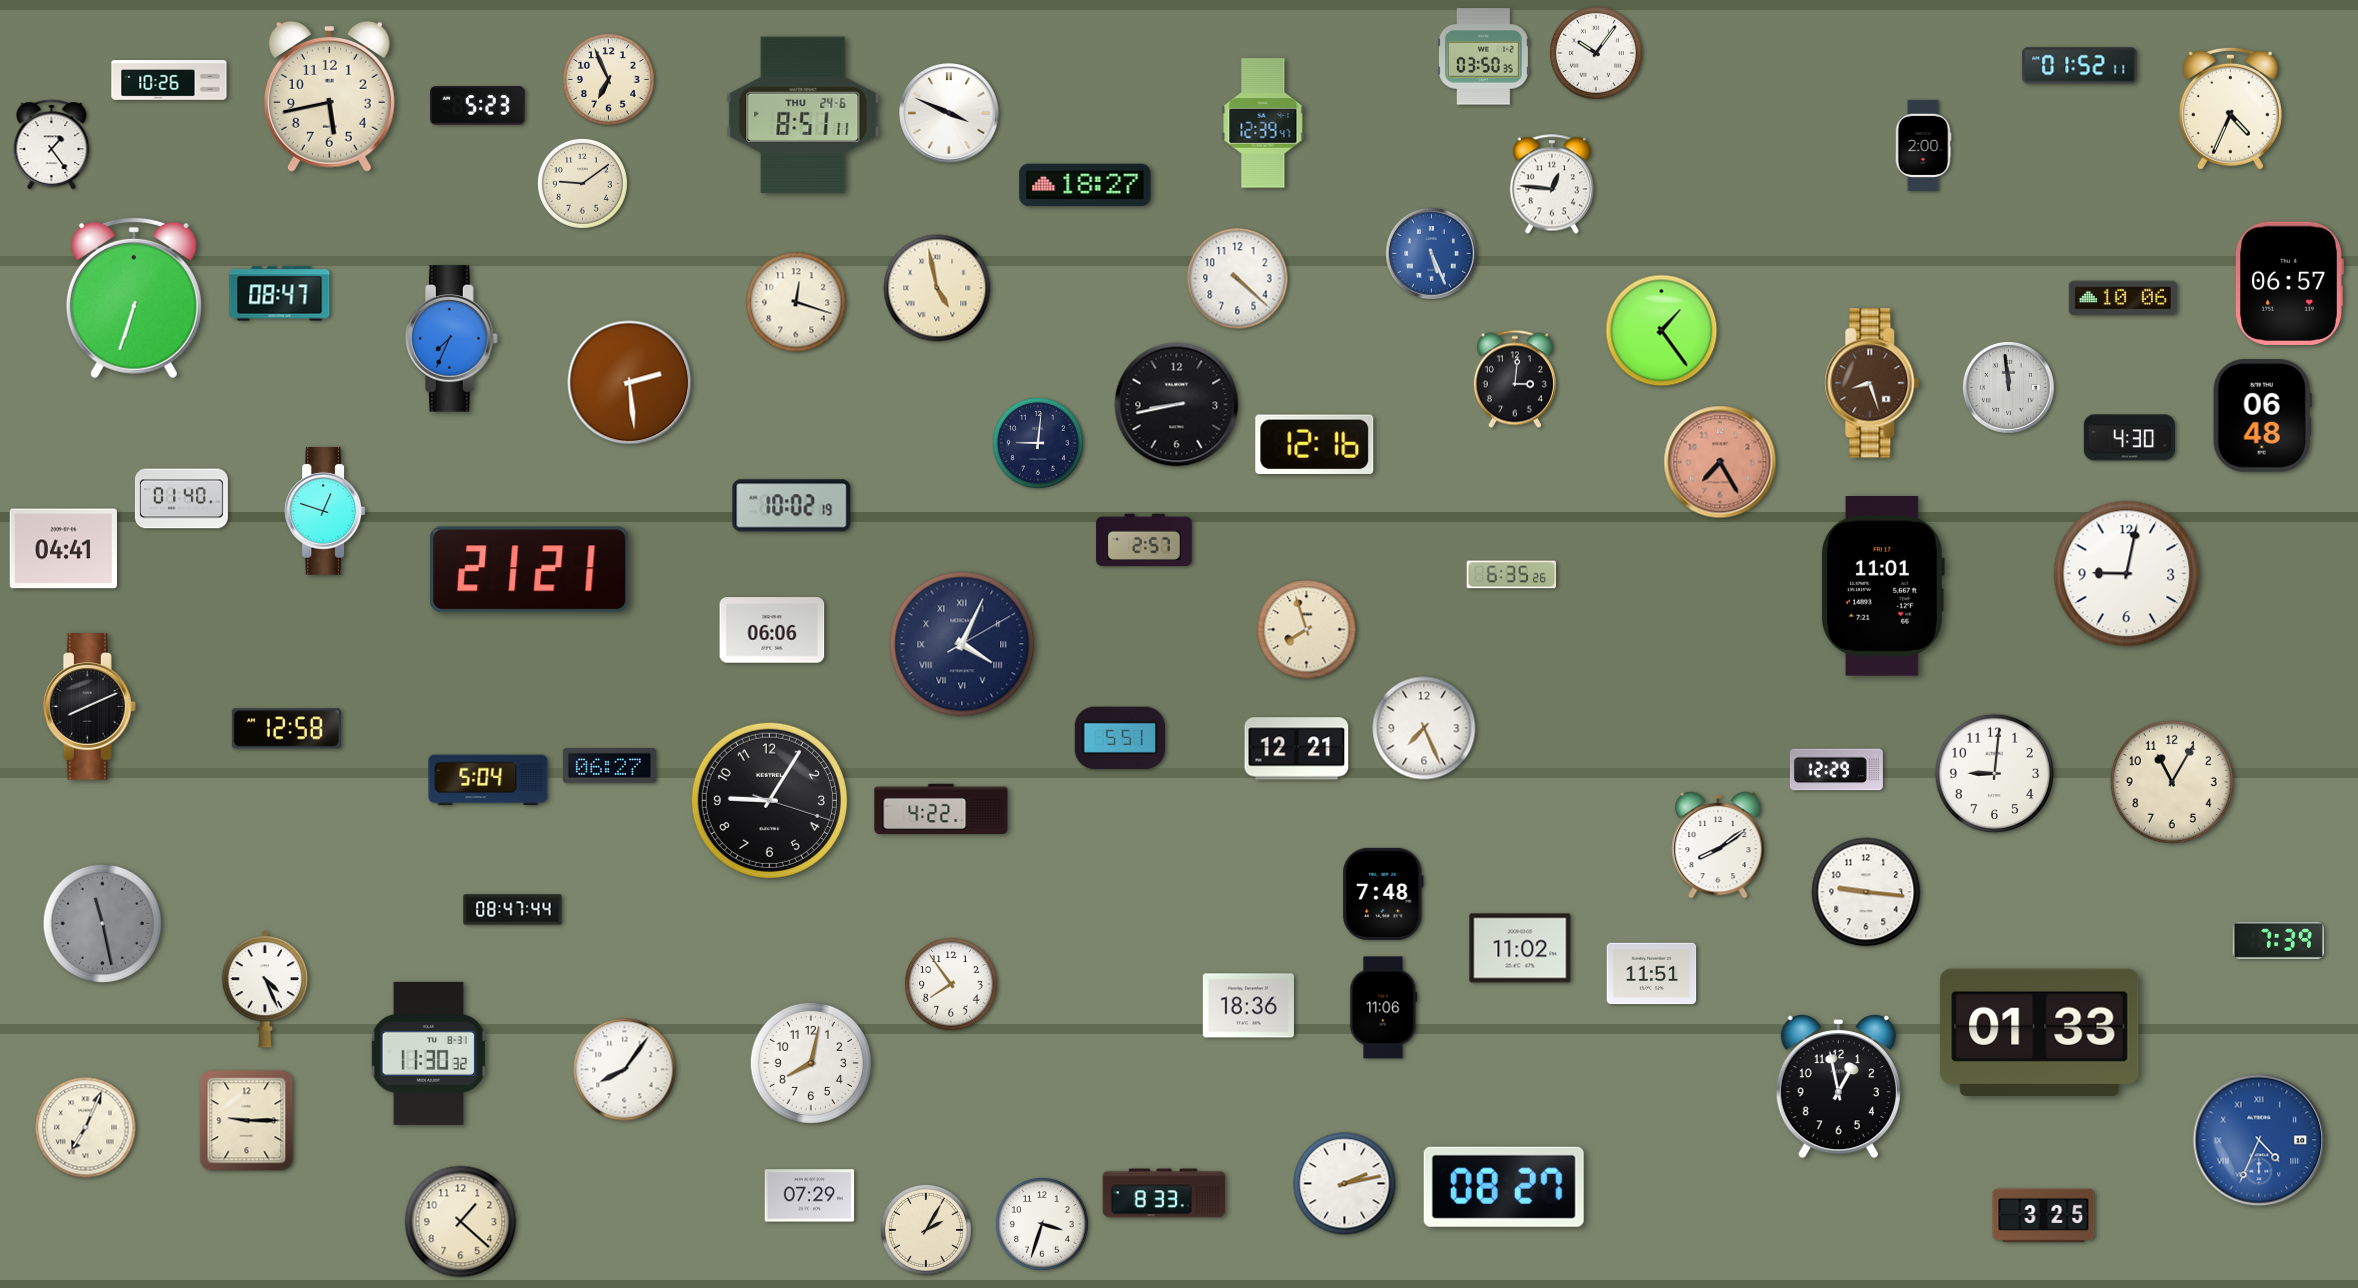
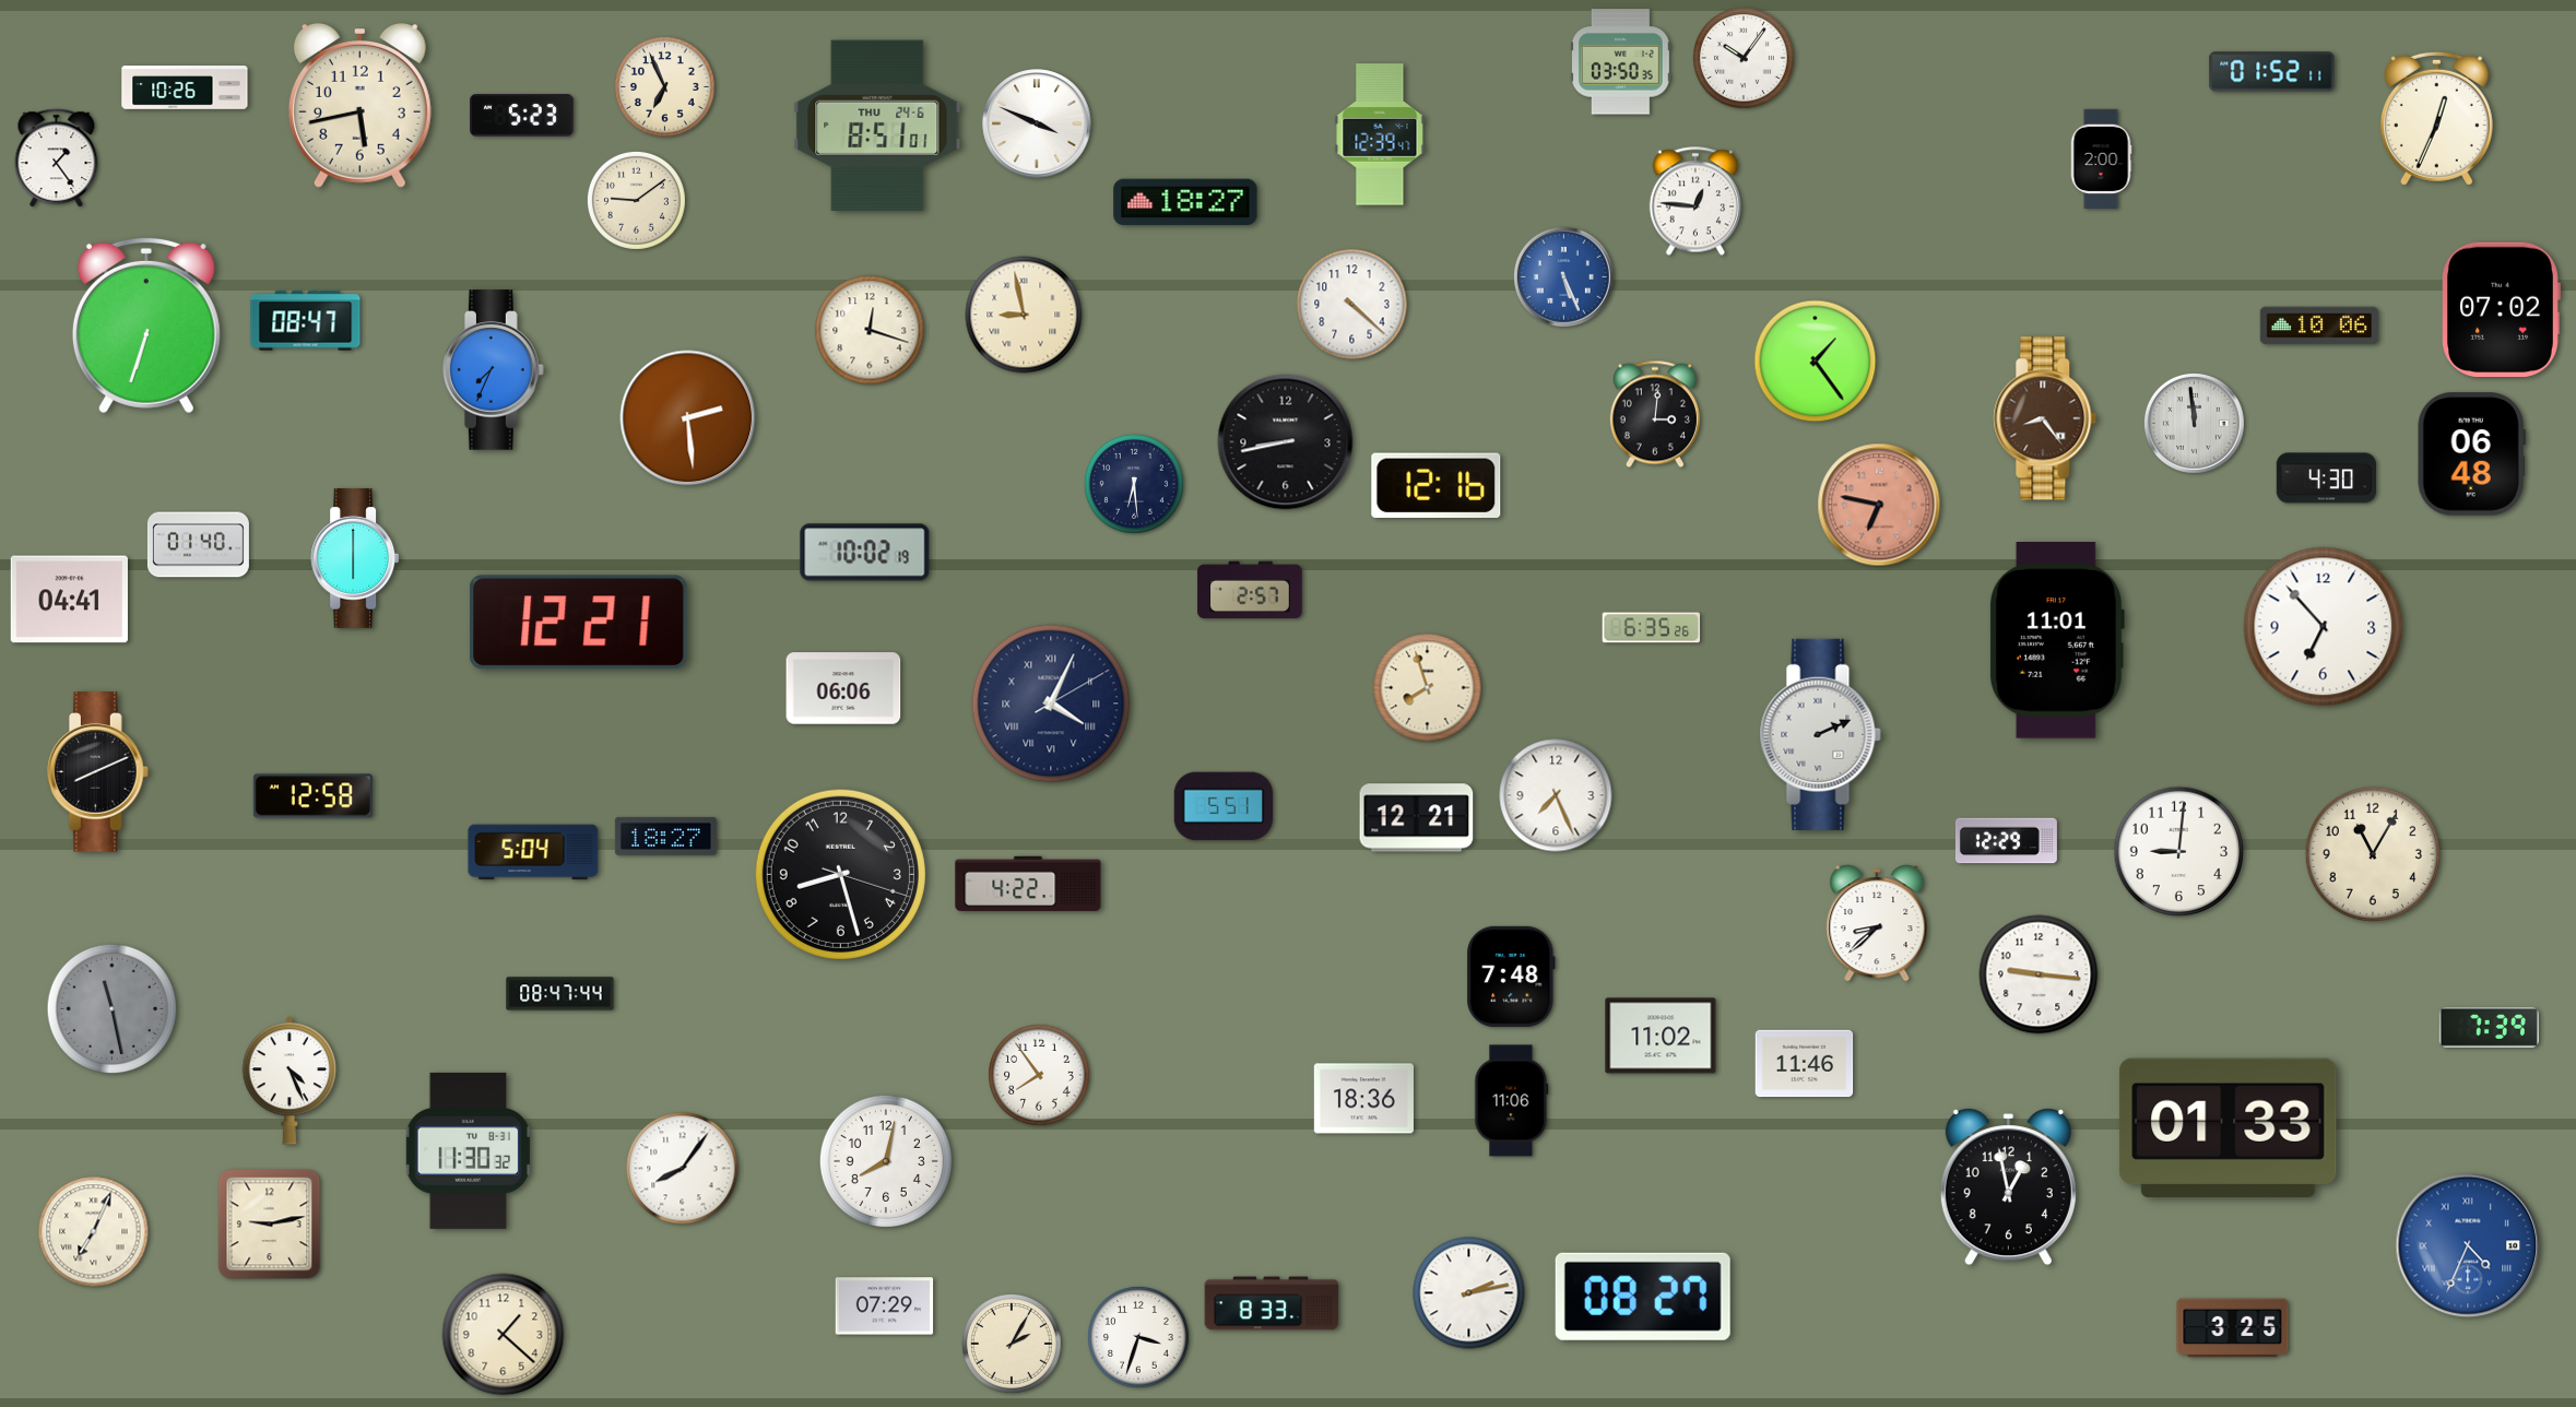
clock at (2230, 108): 4:34 -> 12:34
clock at (803, 115): 8:51:11 -> 8:51:01
clock at (2290, 283): 06:57 -> 07:02
clock at (937, 288): 4:58 -> 8:58
clock at (1872, 383): 8:27 -> 8:24
clock at (1038, 443): 9:01 -> 6:29
clock at (1720, 462): 7:25 -> 6:47
clock at (325, 511): 12:48 -> 6:00
clock at (530, 570): 21:21 -> 12:21
clock at (2127, 574): 9:02 -> 6:53
clock at (1820, 734): none -> 2:11
clock at (609, 765): 06:27 -> 18:27
clock at (1995, 774) position: (1995, 774) -> (2179, 852)
clock at (769, 800): 9:05 -> 8:27
clock at (1718, 845): 8:09 -> 8:38
clock at (1652, 974): 11:51 -> 11:46
clock at (247, 1121): 9:15 -> 9:13
